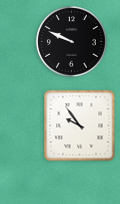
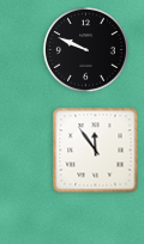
clock at (80, 126): 9:54 -> 11:54
